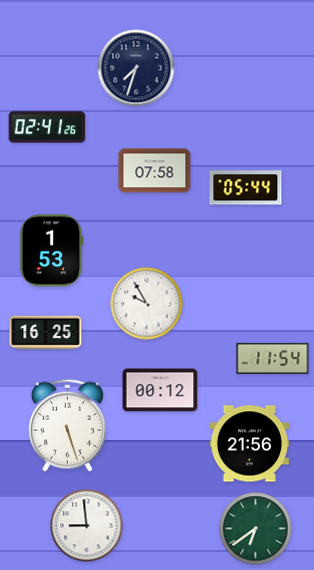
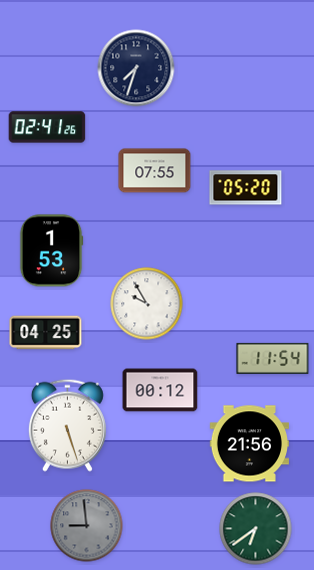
clock at (155, 171): 07:58 -> 07:55
clock at (246, 188): 05:44 -> 05:20
clock at (46, 333): 16:25 -> 04:25
clock at (87, 526) dial: white -> grey
